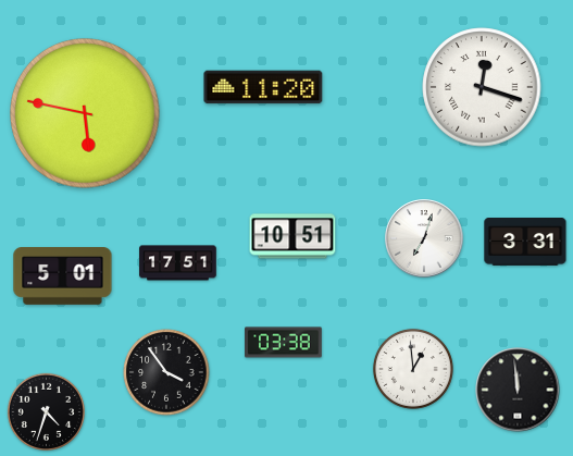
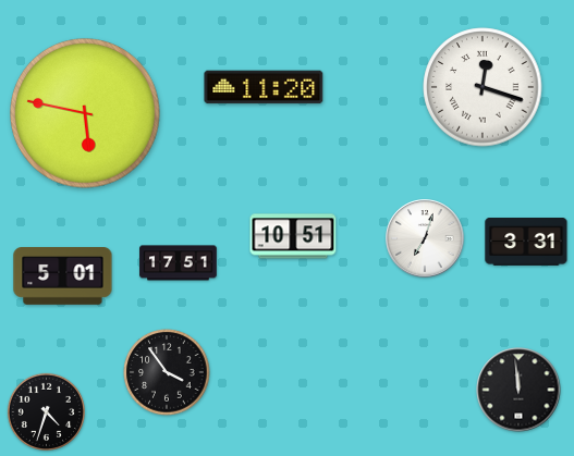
clock at (284, 343): 03:38 -> none
clock at (413, 369): 12:59 -> none
